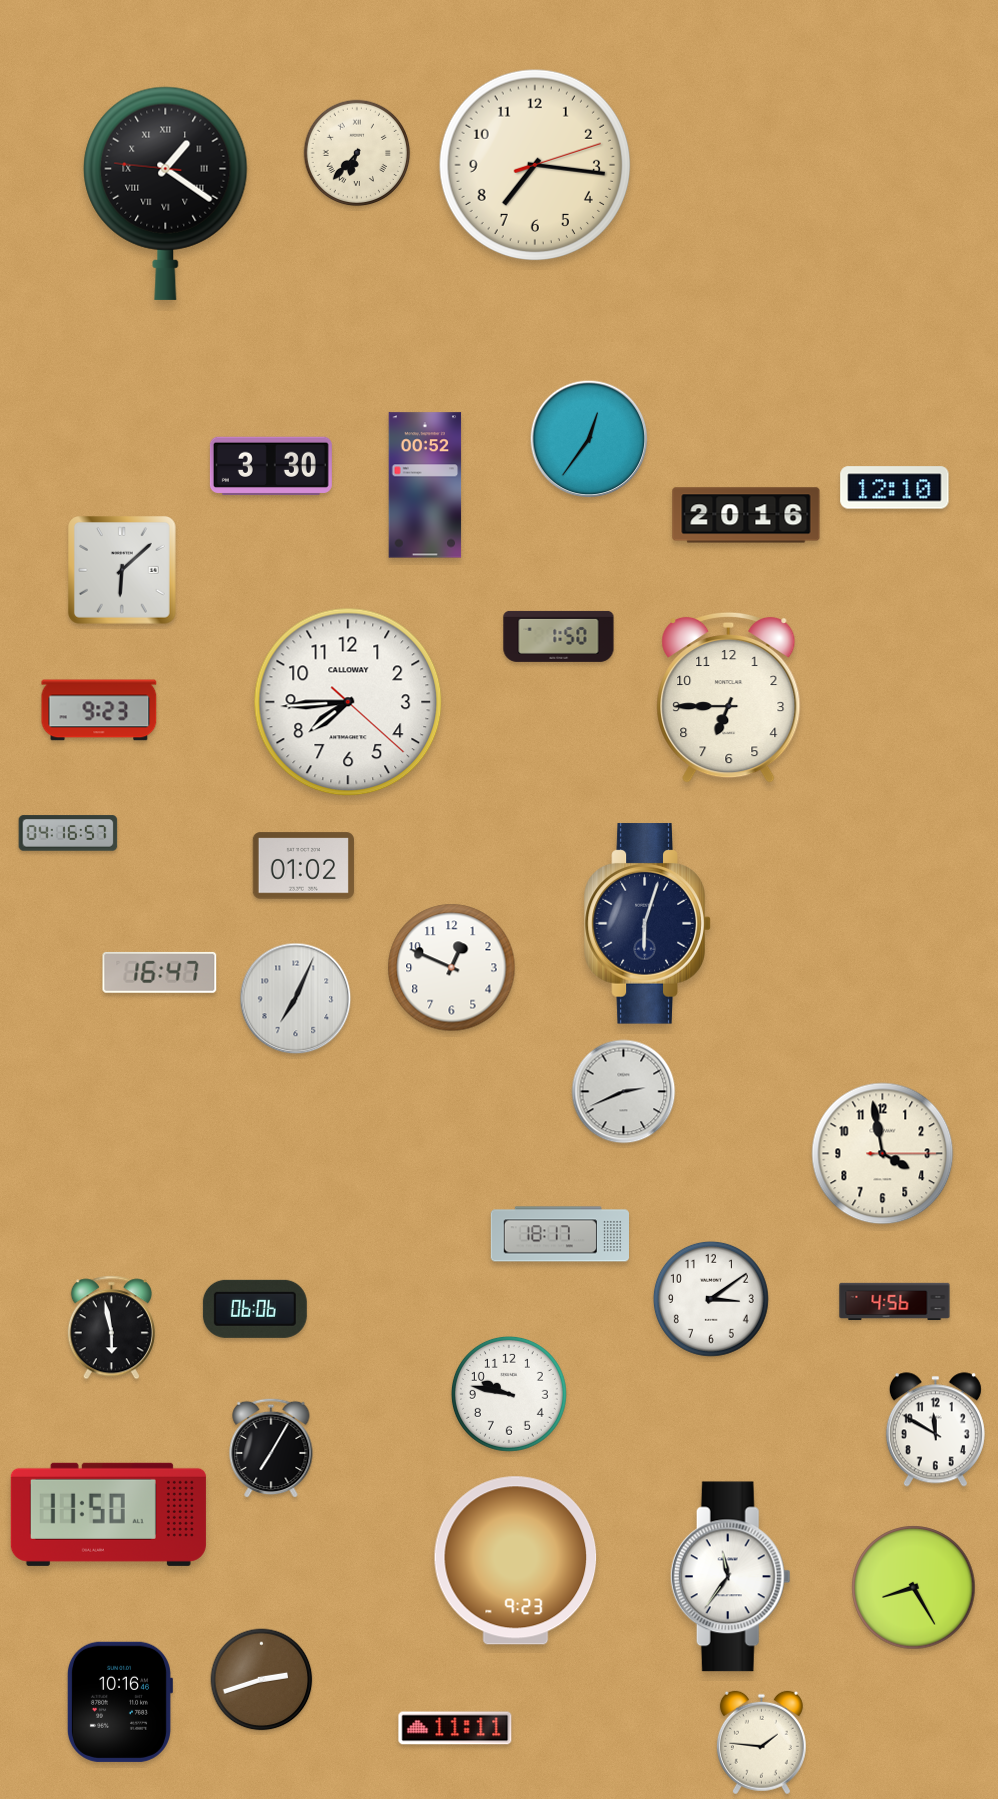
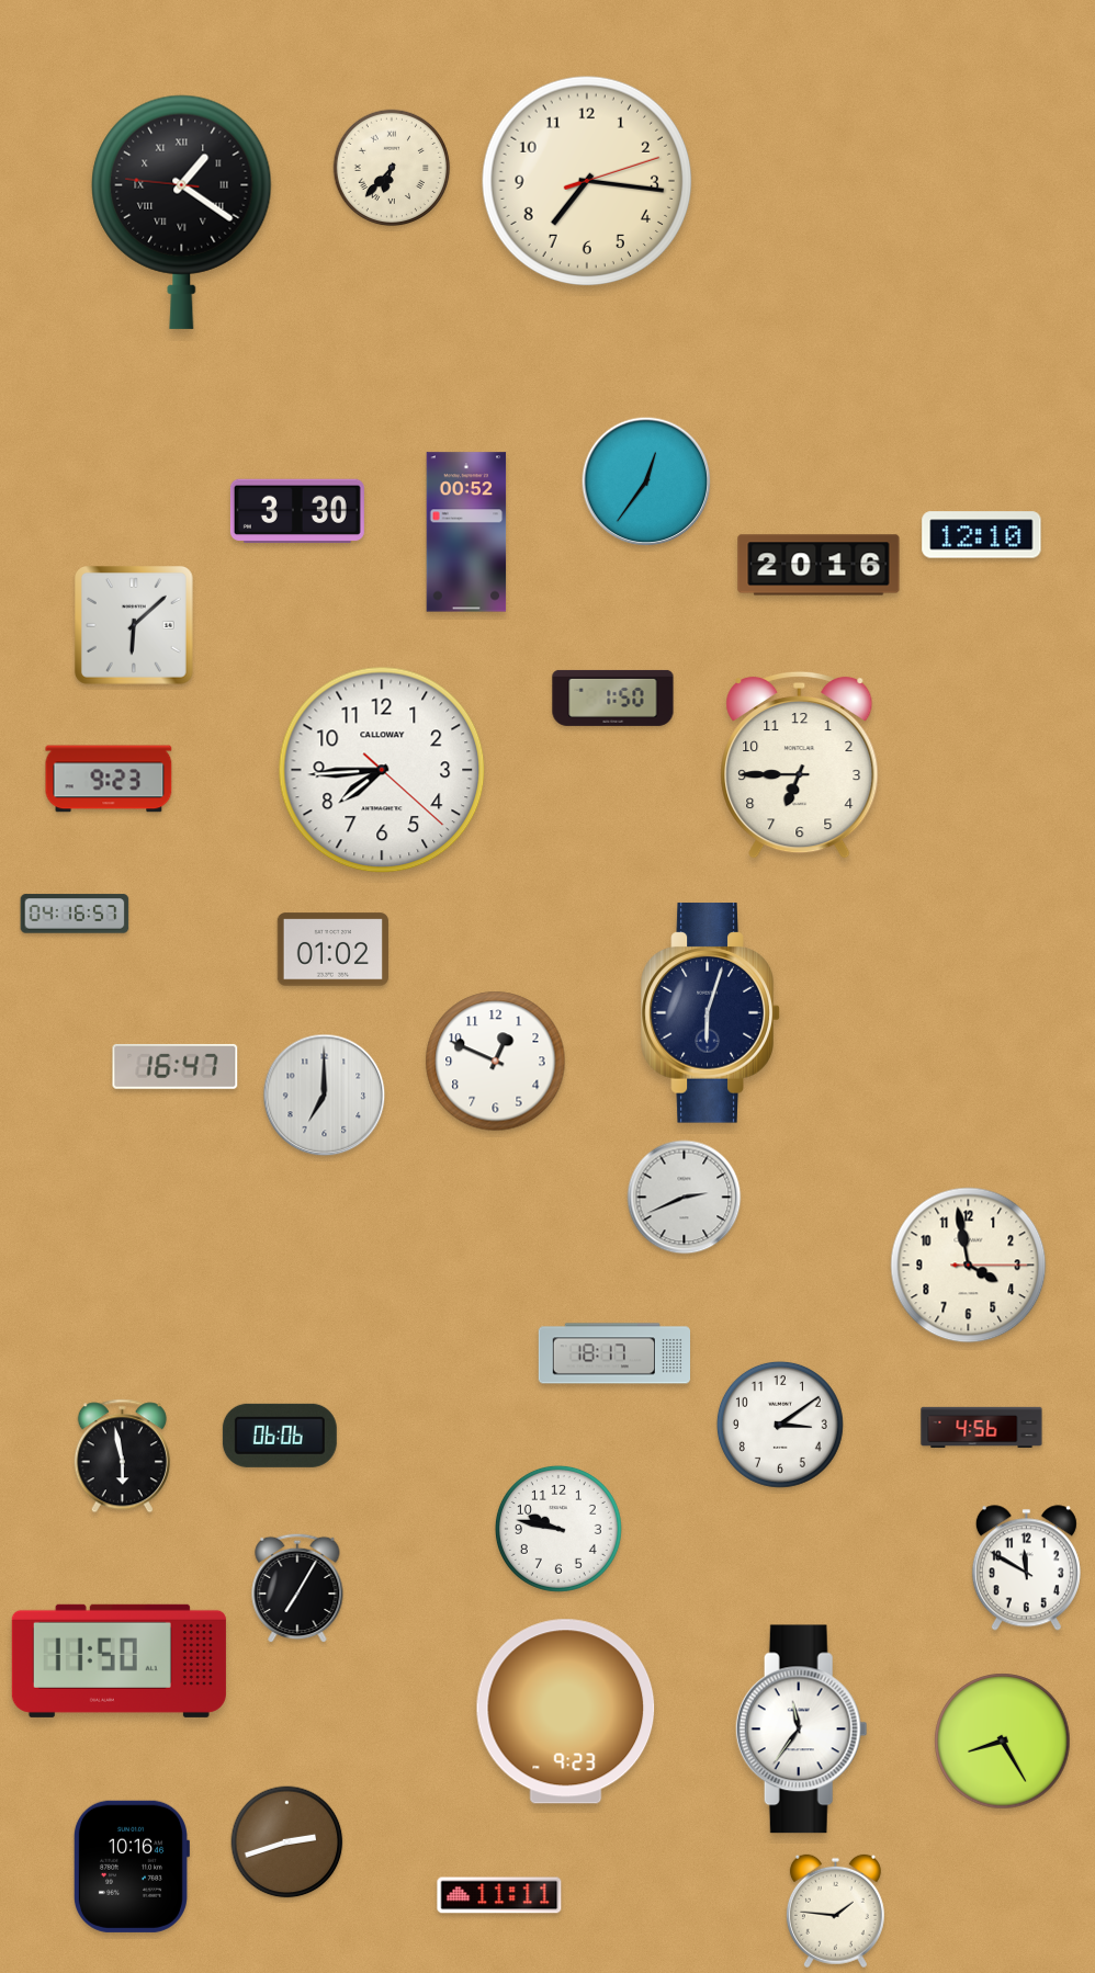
clock at (296, 999): 7:04 -> 7:00
